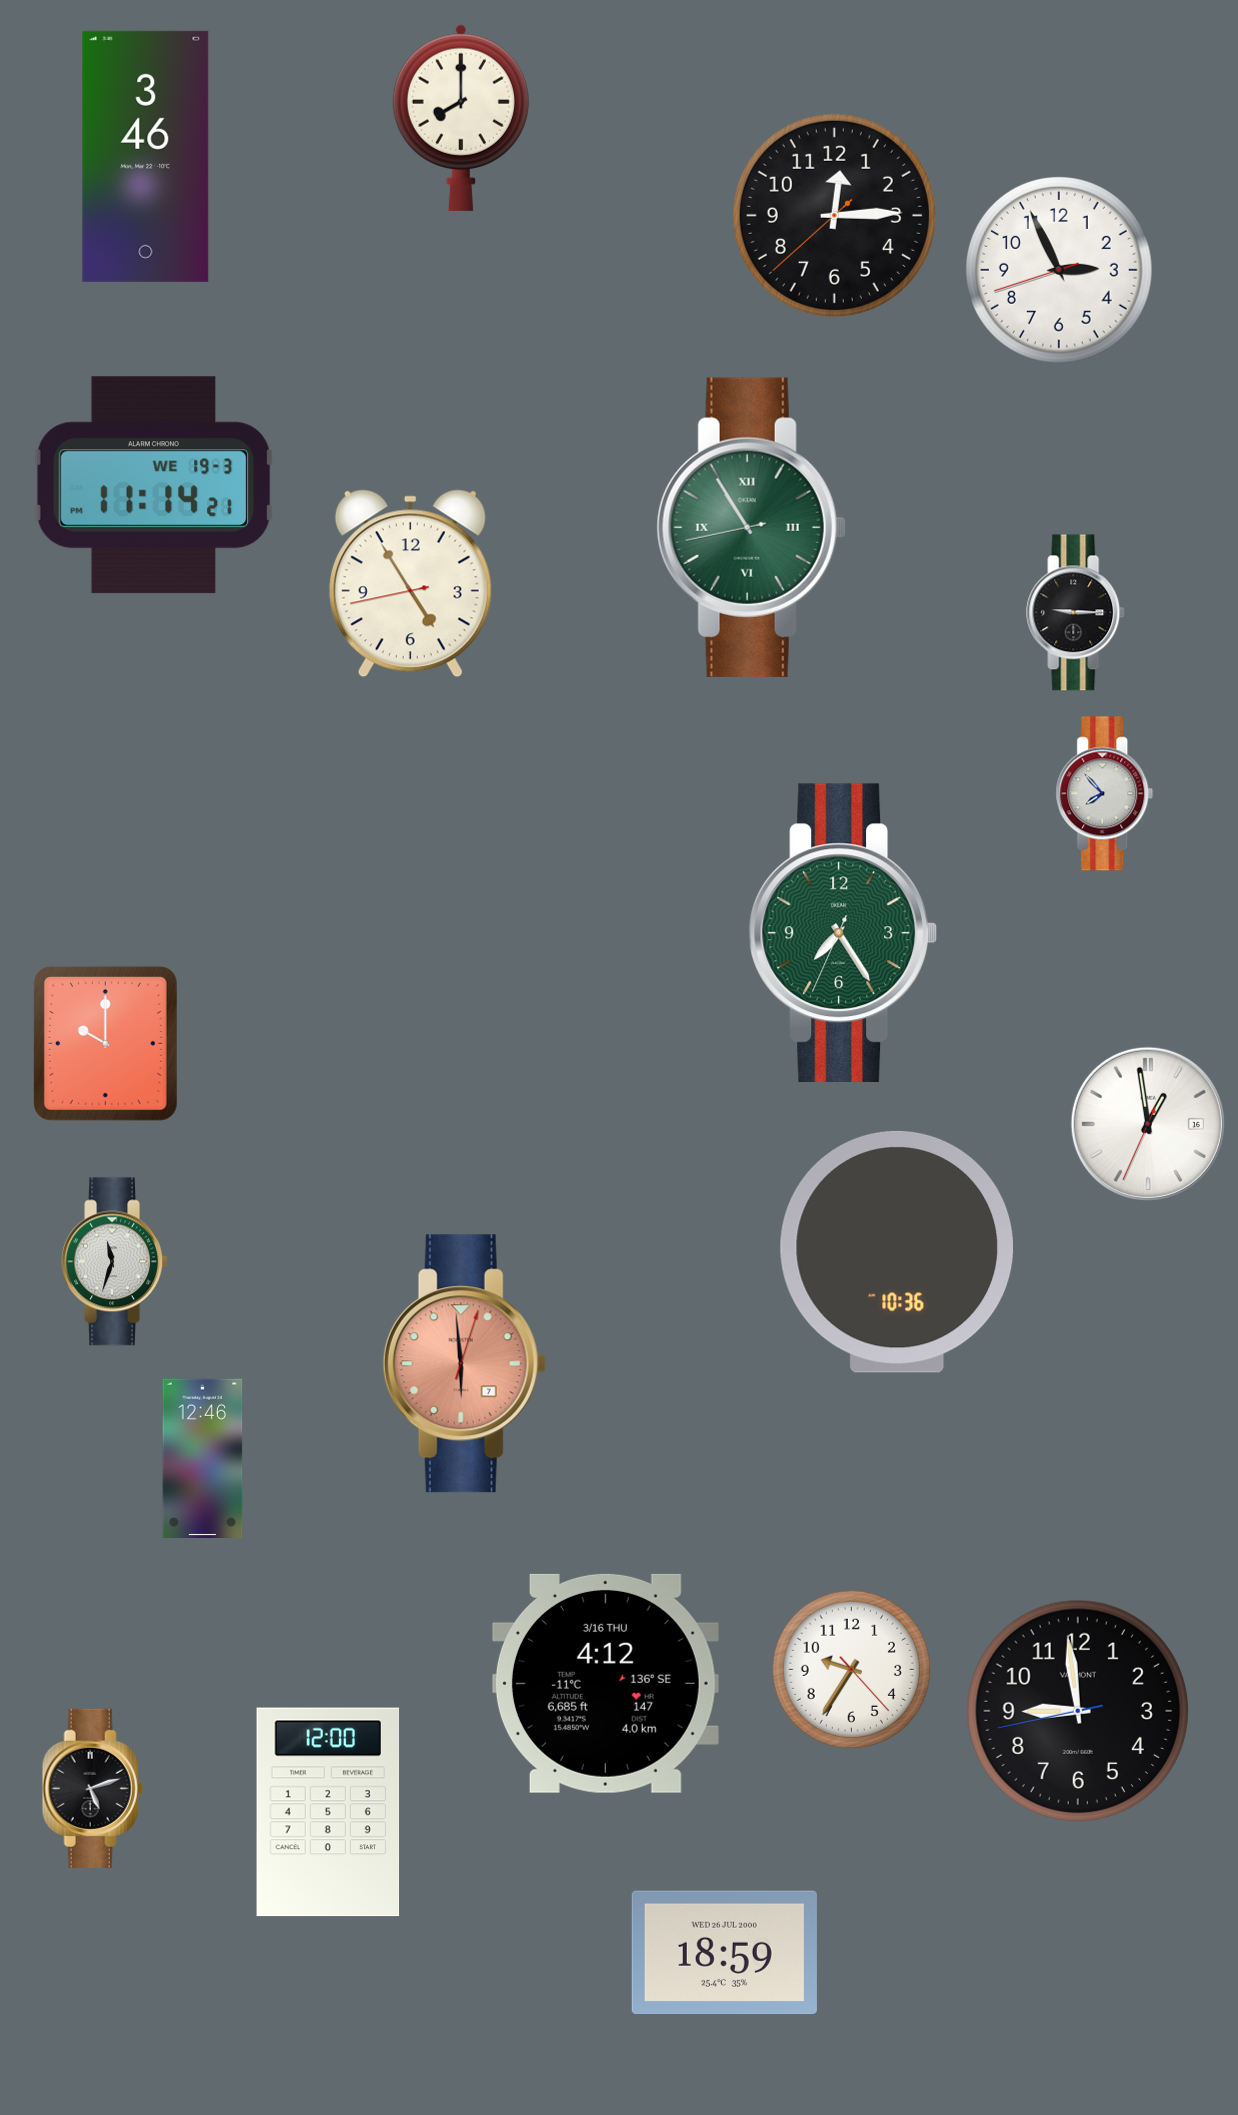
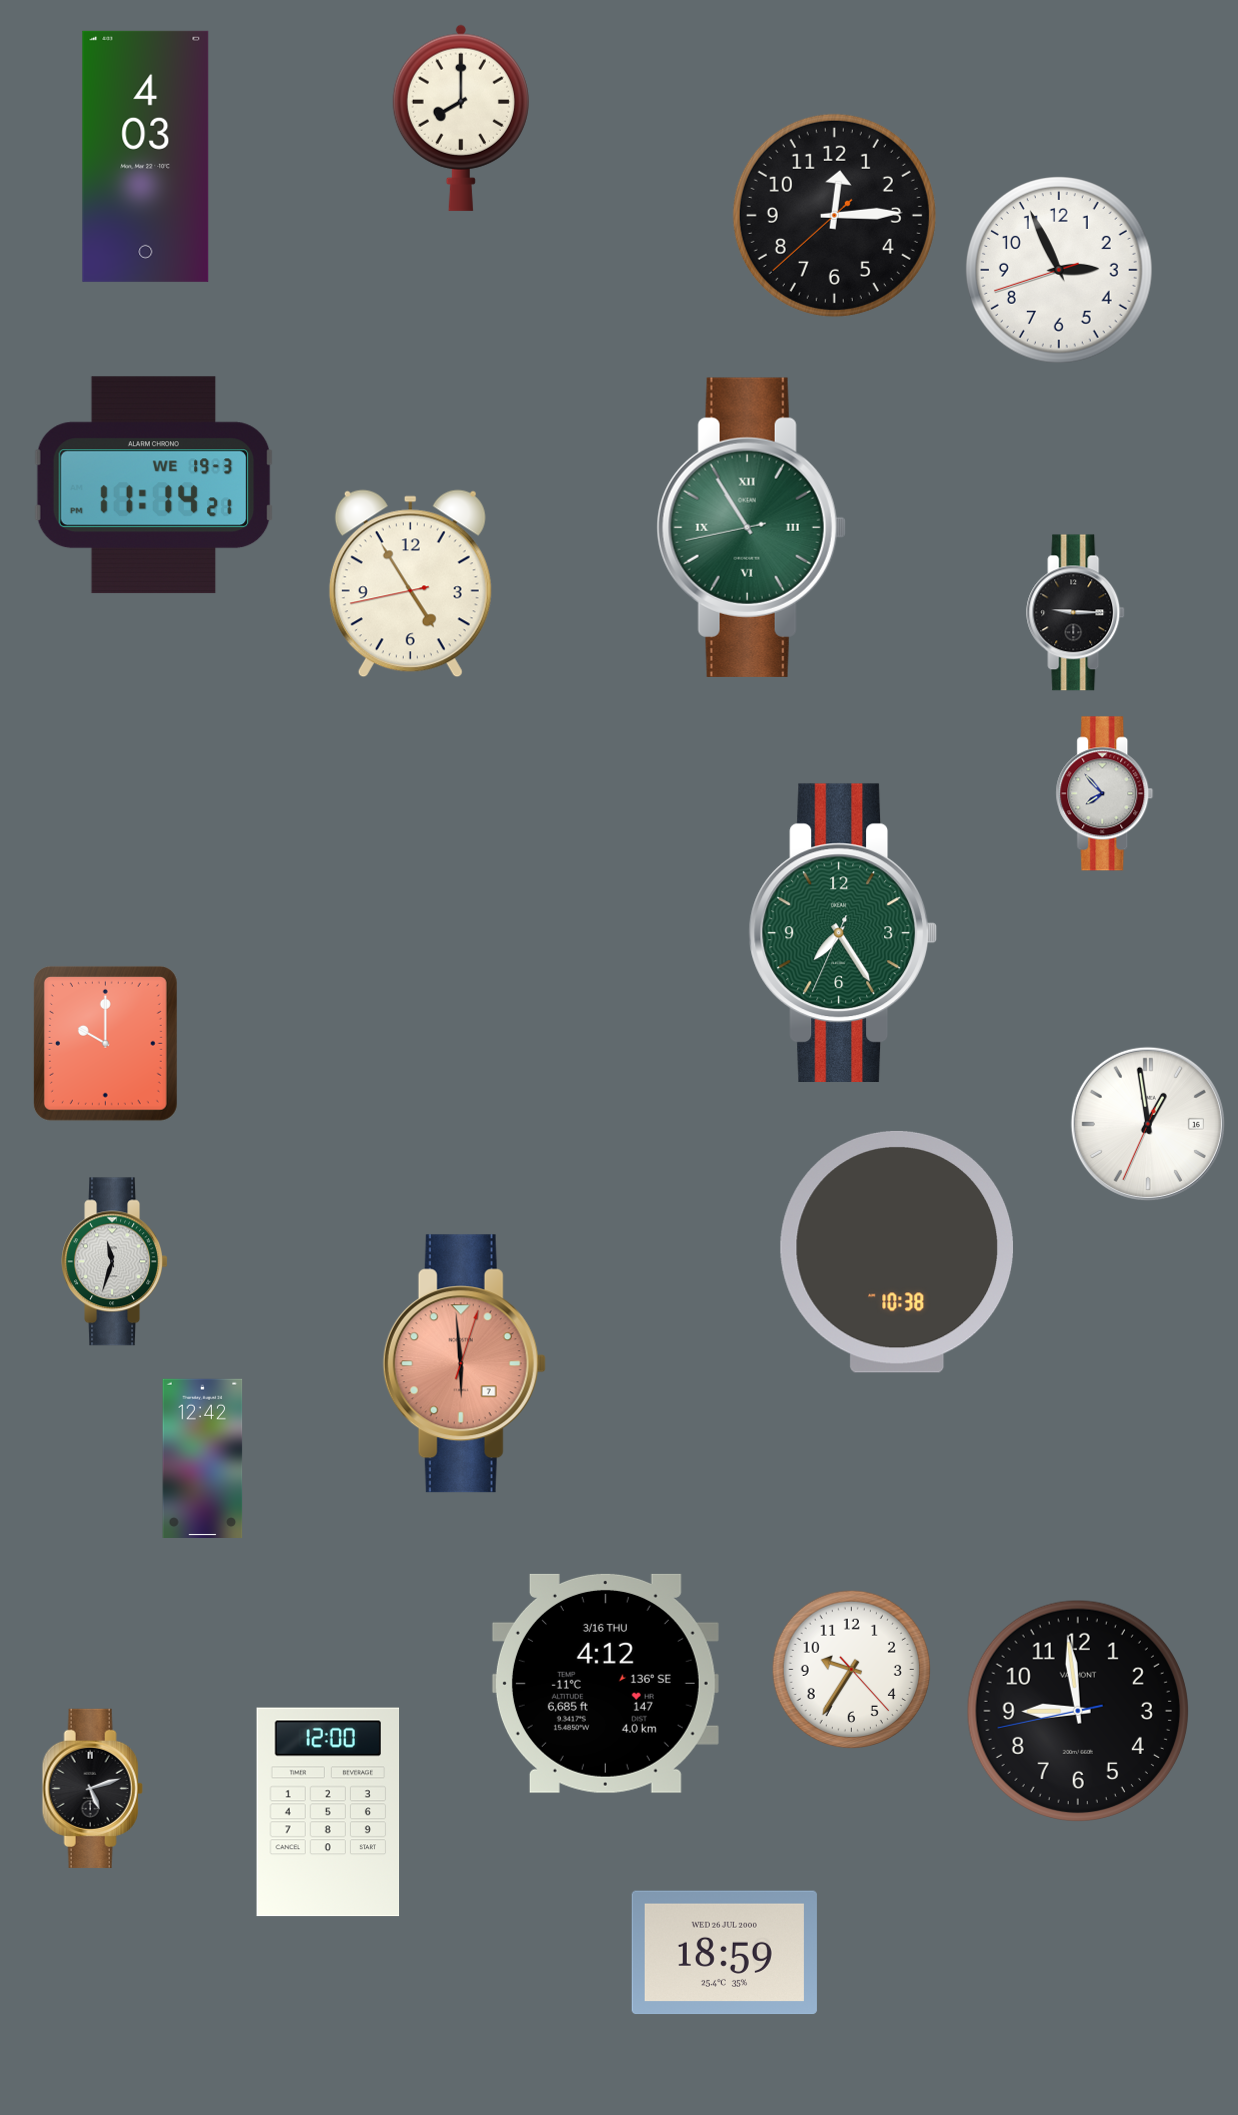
clock at (146, 156): 3:46 -> 4:03
clock at (896, 1252): 10:36 -> 10:38
clock at (203, 1458): 12:46 -> 12:42
